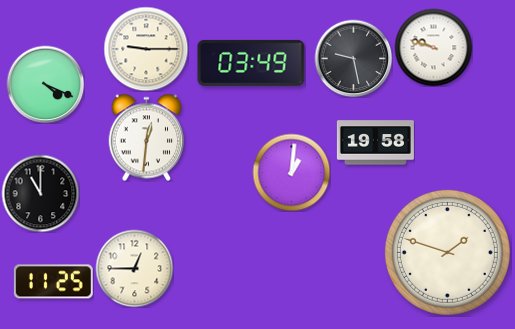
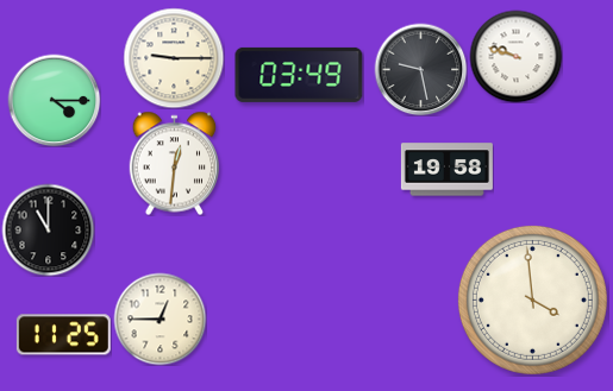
clock at (45, 84): 4:19 -> 4:15
clock at (291, 172): 1:01 -> none
clock at (447, 252): 1:48 -> 3:59
